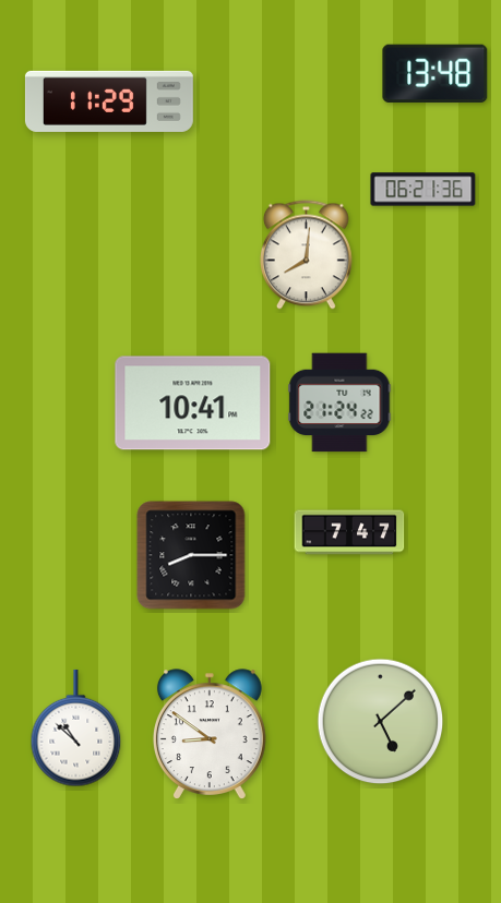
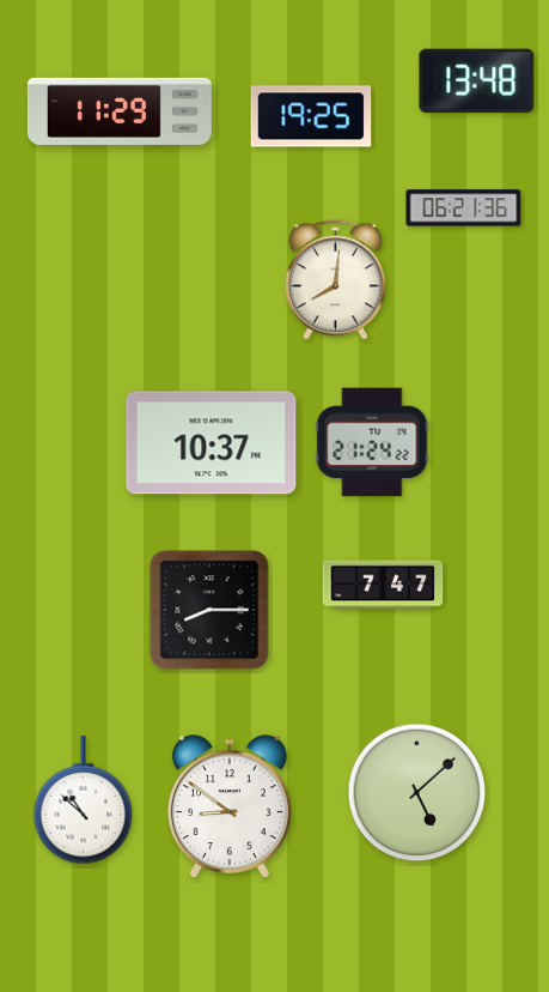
clock at (311, 116): none -> 19:25
clock at (193, 404): 10:41 -> 10:37
